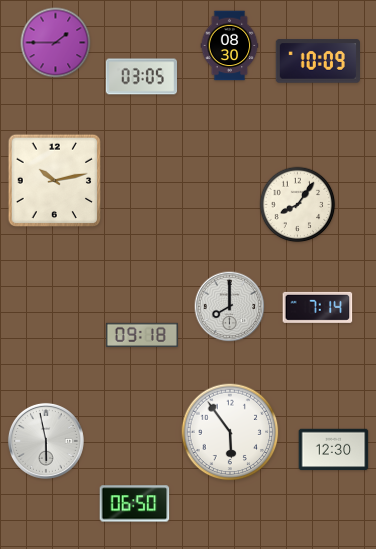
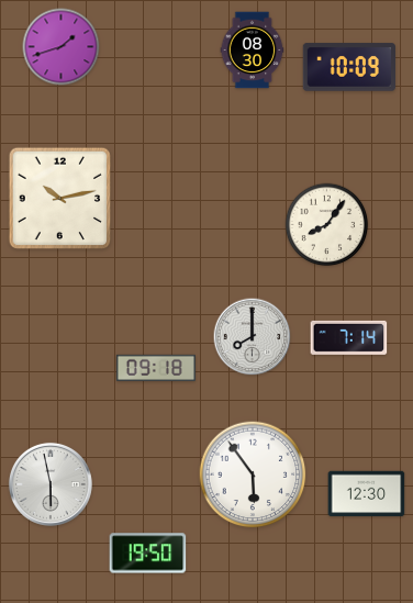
clock at (56, 43): 1:45 -> 1:42
clock at (142, 77): 03:05 -> none
clock at (135, 504): 06:50 -> 19:50
